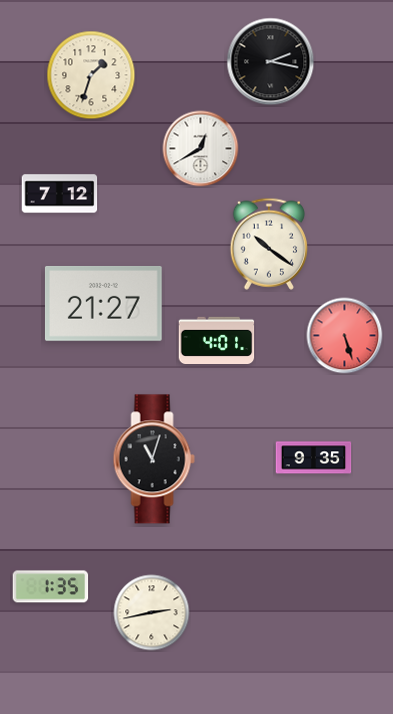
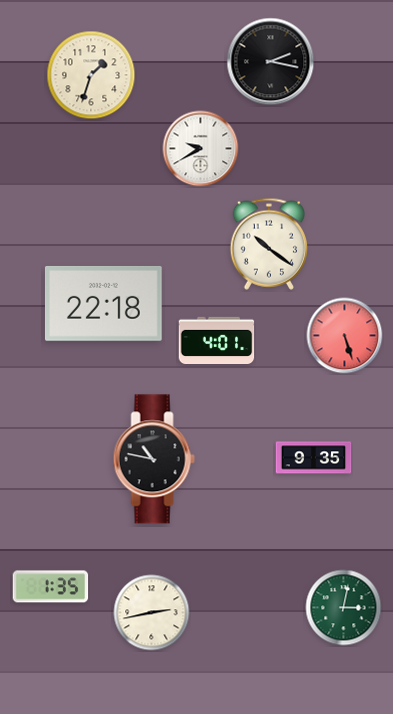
clock at (201, 149): 12:40 -> 9:40
clock at (60, 194): 7:12 -> none
clock at (103, 303): 21:27 -> 22:18
clock at (154, 459): 11:03 -> 10:47
clock at (344, 608): none -> 3:02
